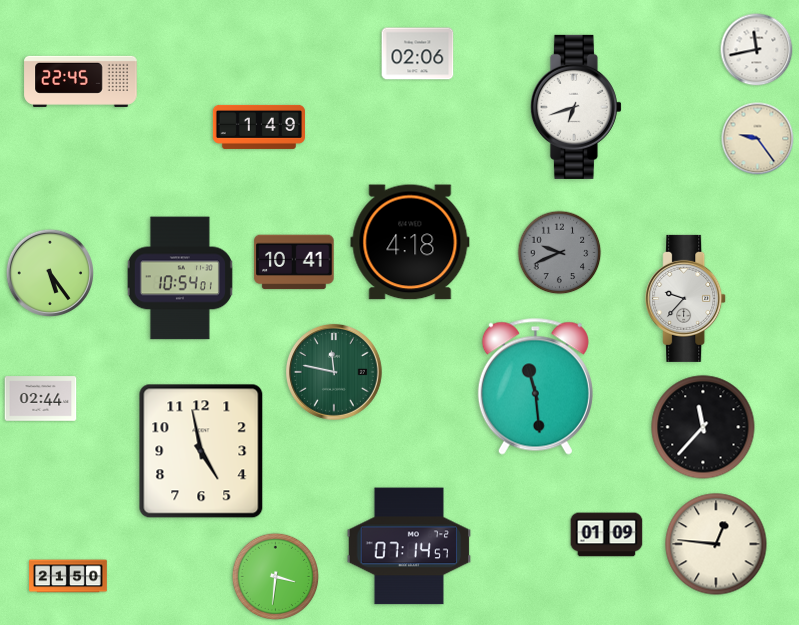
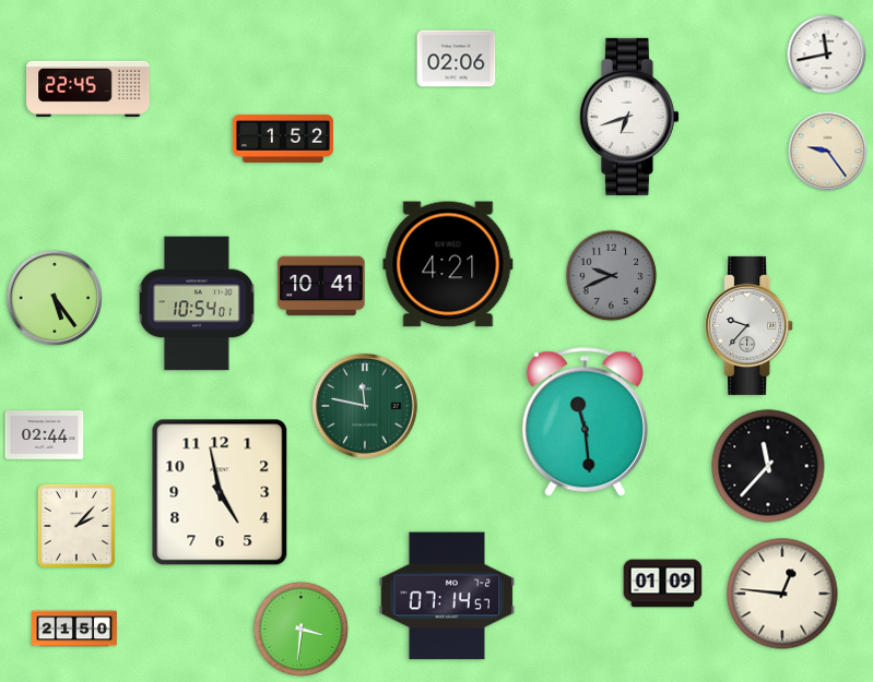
clock at (258, 127): 1:49 -> 1:52
clock at (410, 242): 4:18 -> 4:21
clock at (76, 526): none -> 2:07
